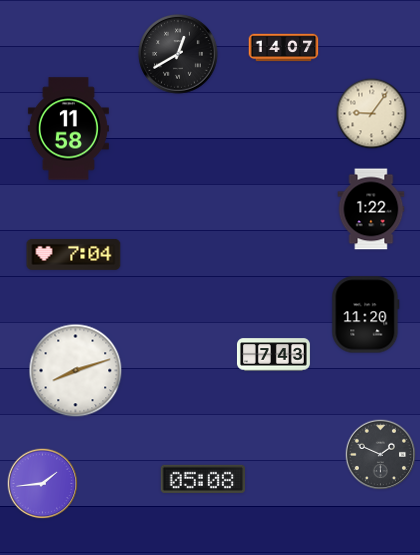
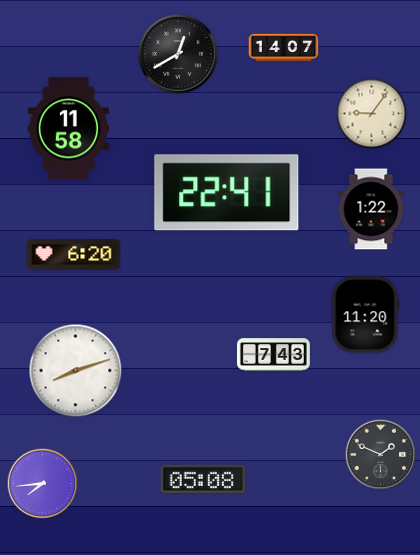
clock at (227, 193): none -> 22:41
clock at (74, 254): 7:04 -> 6:20
clock at (43, 484): 1:44 -> 7:44
